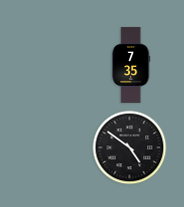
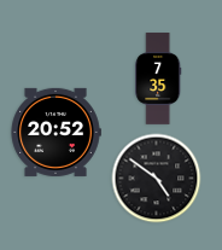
clock at (55, 132): none -> 20:52
